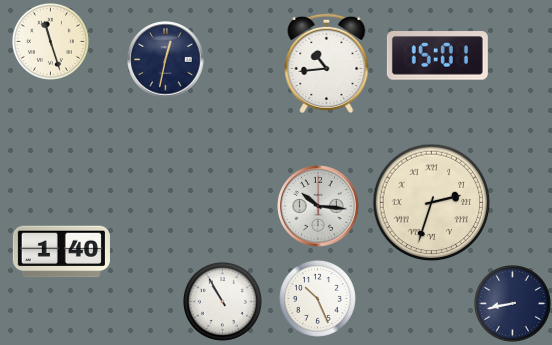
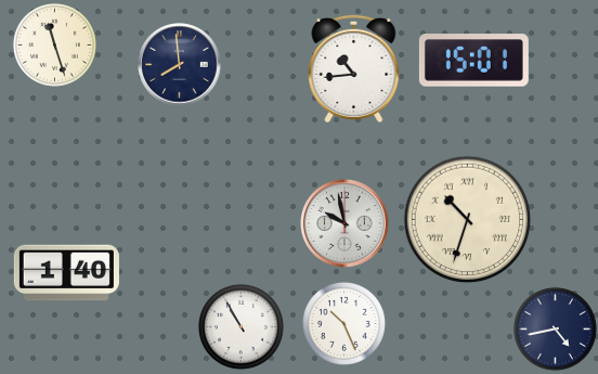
clock at (166, 60): 12:32 -> 7:59
clock at (432, 203): 2:33 -> 10:33
clock at (318, 206): 10:16 -> 9:58
clock at (512, 303): 8:43 -> 4:43
